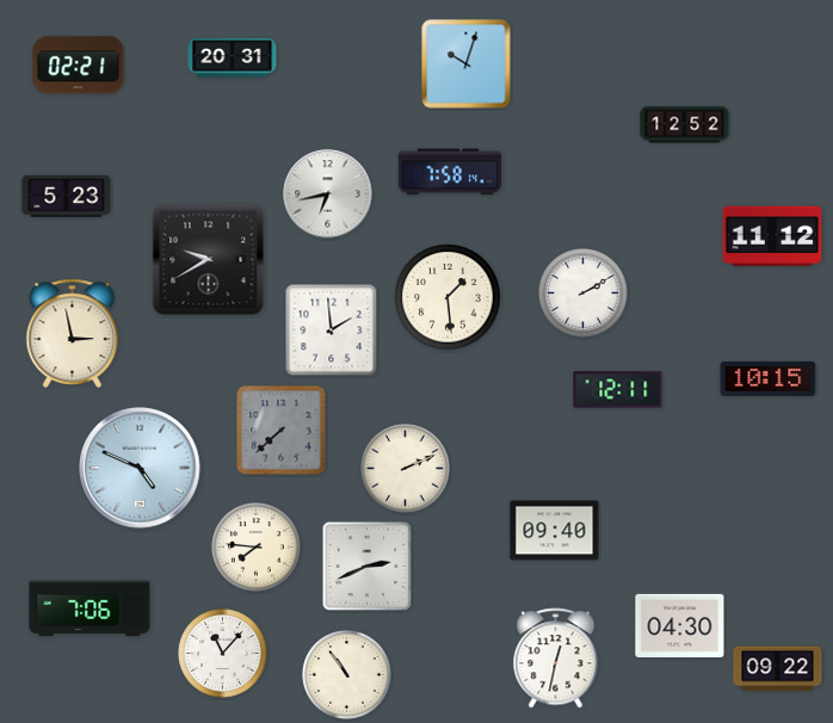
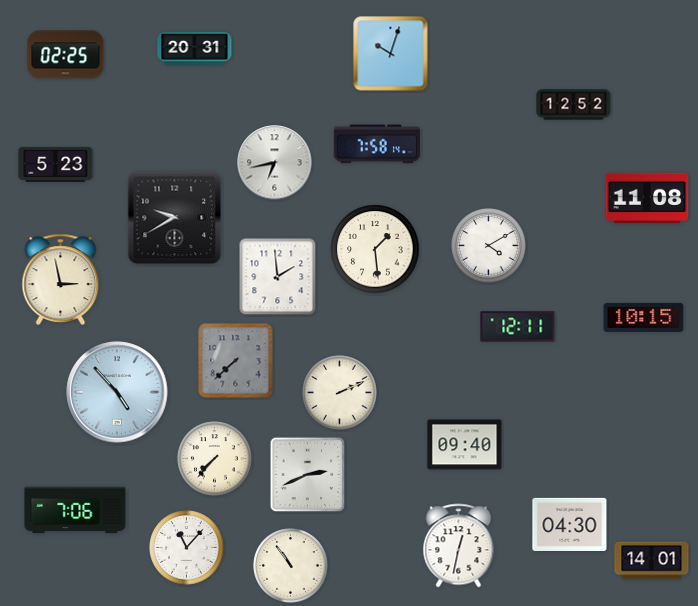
clock at (79, 66): 02:21 -> 02:25
clock at (772, 236): 11:12 -> 11:08
clock at (584, 293): 2:10 -> 4:10
clock at (140, 468): 4:49 -> 4:53
clock at (257, 548): 7:46 -> 7:37
clock at (556, 659) position: (556, 659) -> (459, 546)
clock at (778, 669): 09:22 -> 14:01
